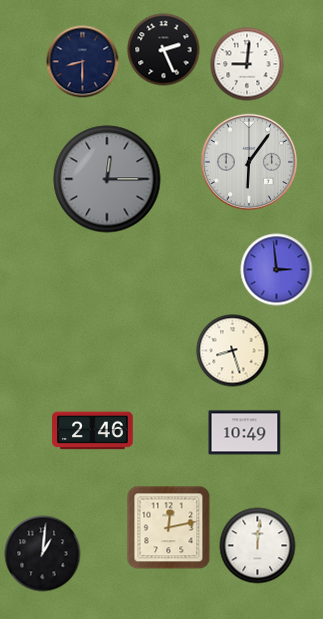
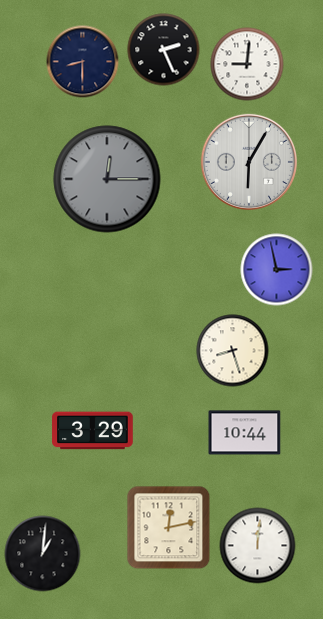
clock at (249, 162): 6:06 -> 6:05
clock at (277, 270): 2:59 -> 2:58
clock at (93, 431): 2:46 -> 3:29
clock at (245, 433): 10:49 -> 10:44
